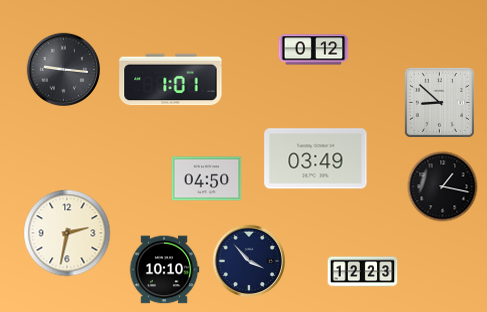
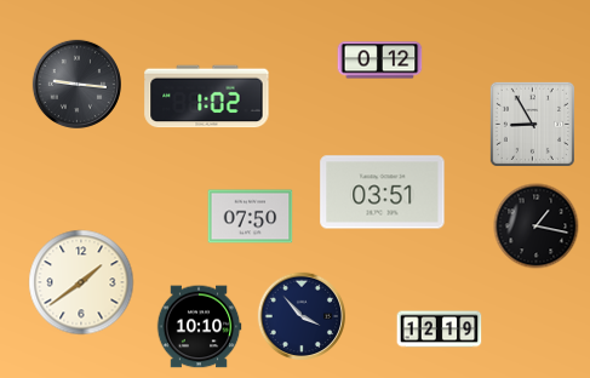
clock at (171, 80): 1:01 -> 1:02
clock at (439, 102): 8:52 -> 8:55
clock at (316, 159): 03:49 -> 03:51
clock at (207, 179): 04:50 -> 07:50
clock at (67, 233): 2:32 -> 1:39
clock at (363, 272): 12:23 -> 12:19
